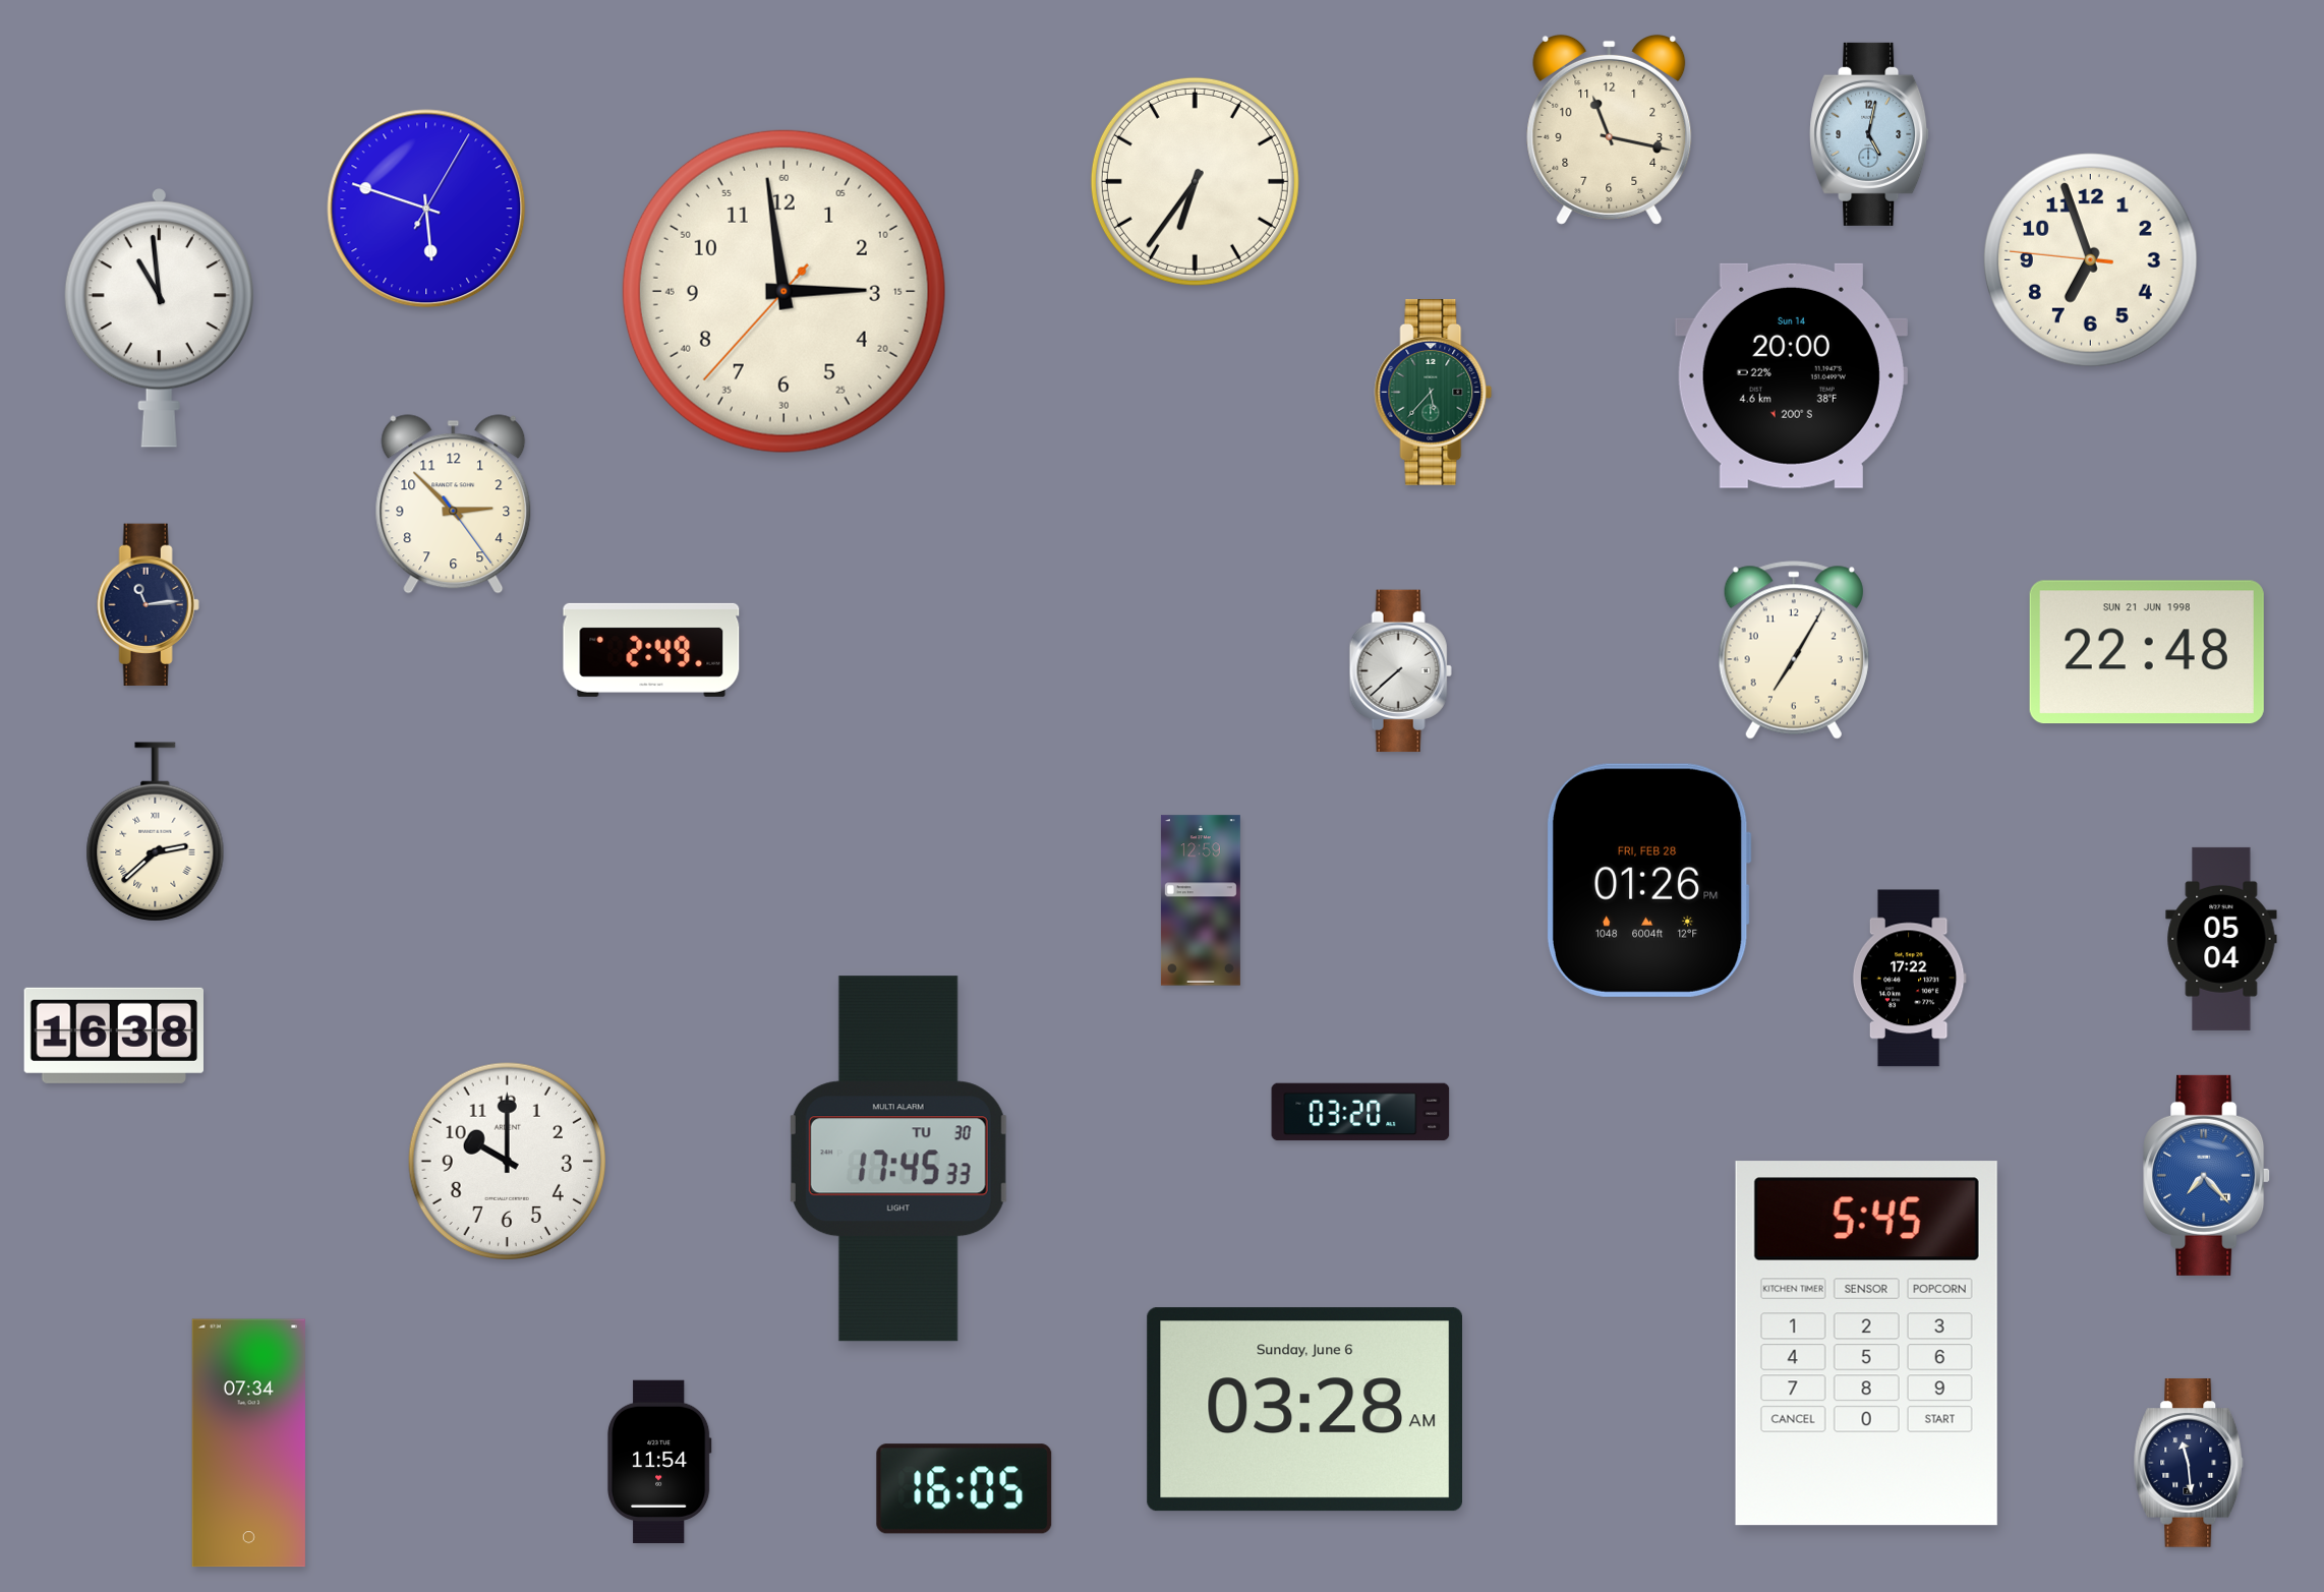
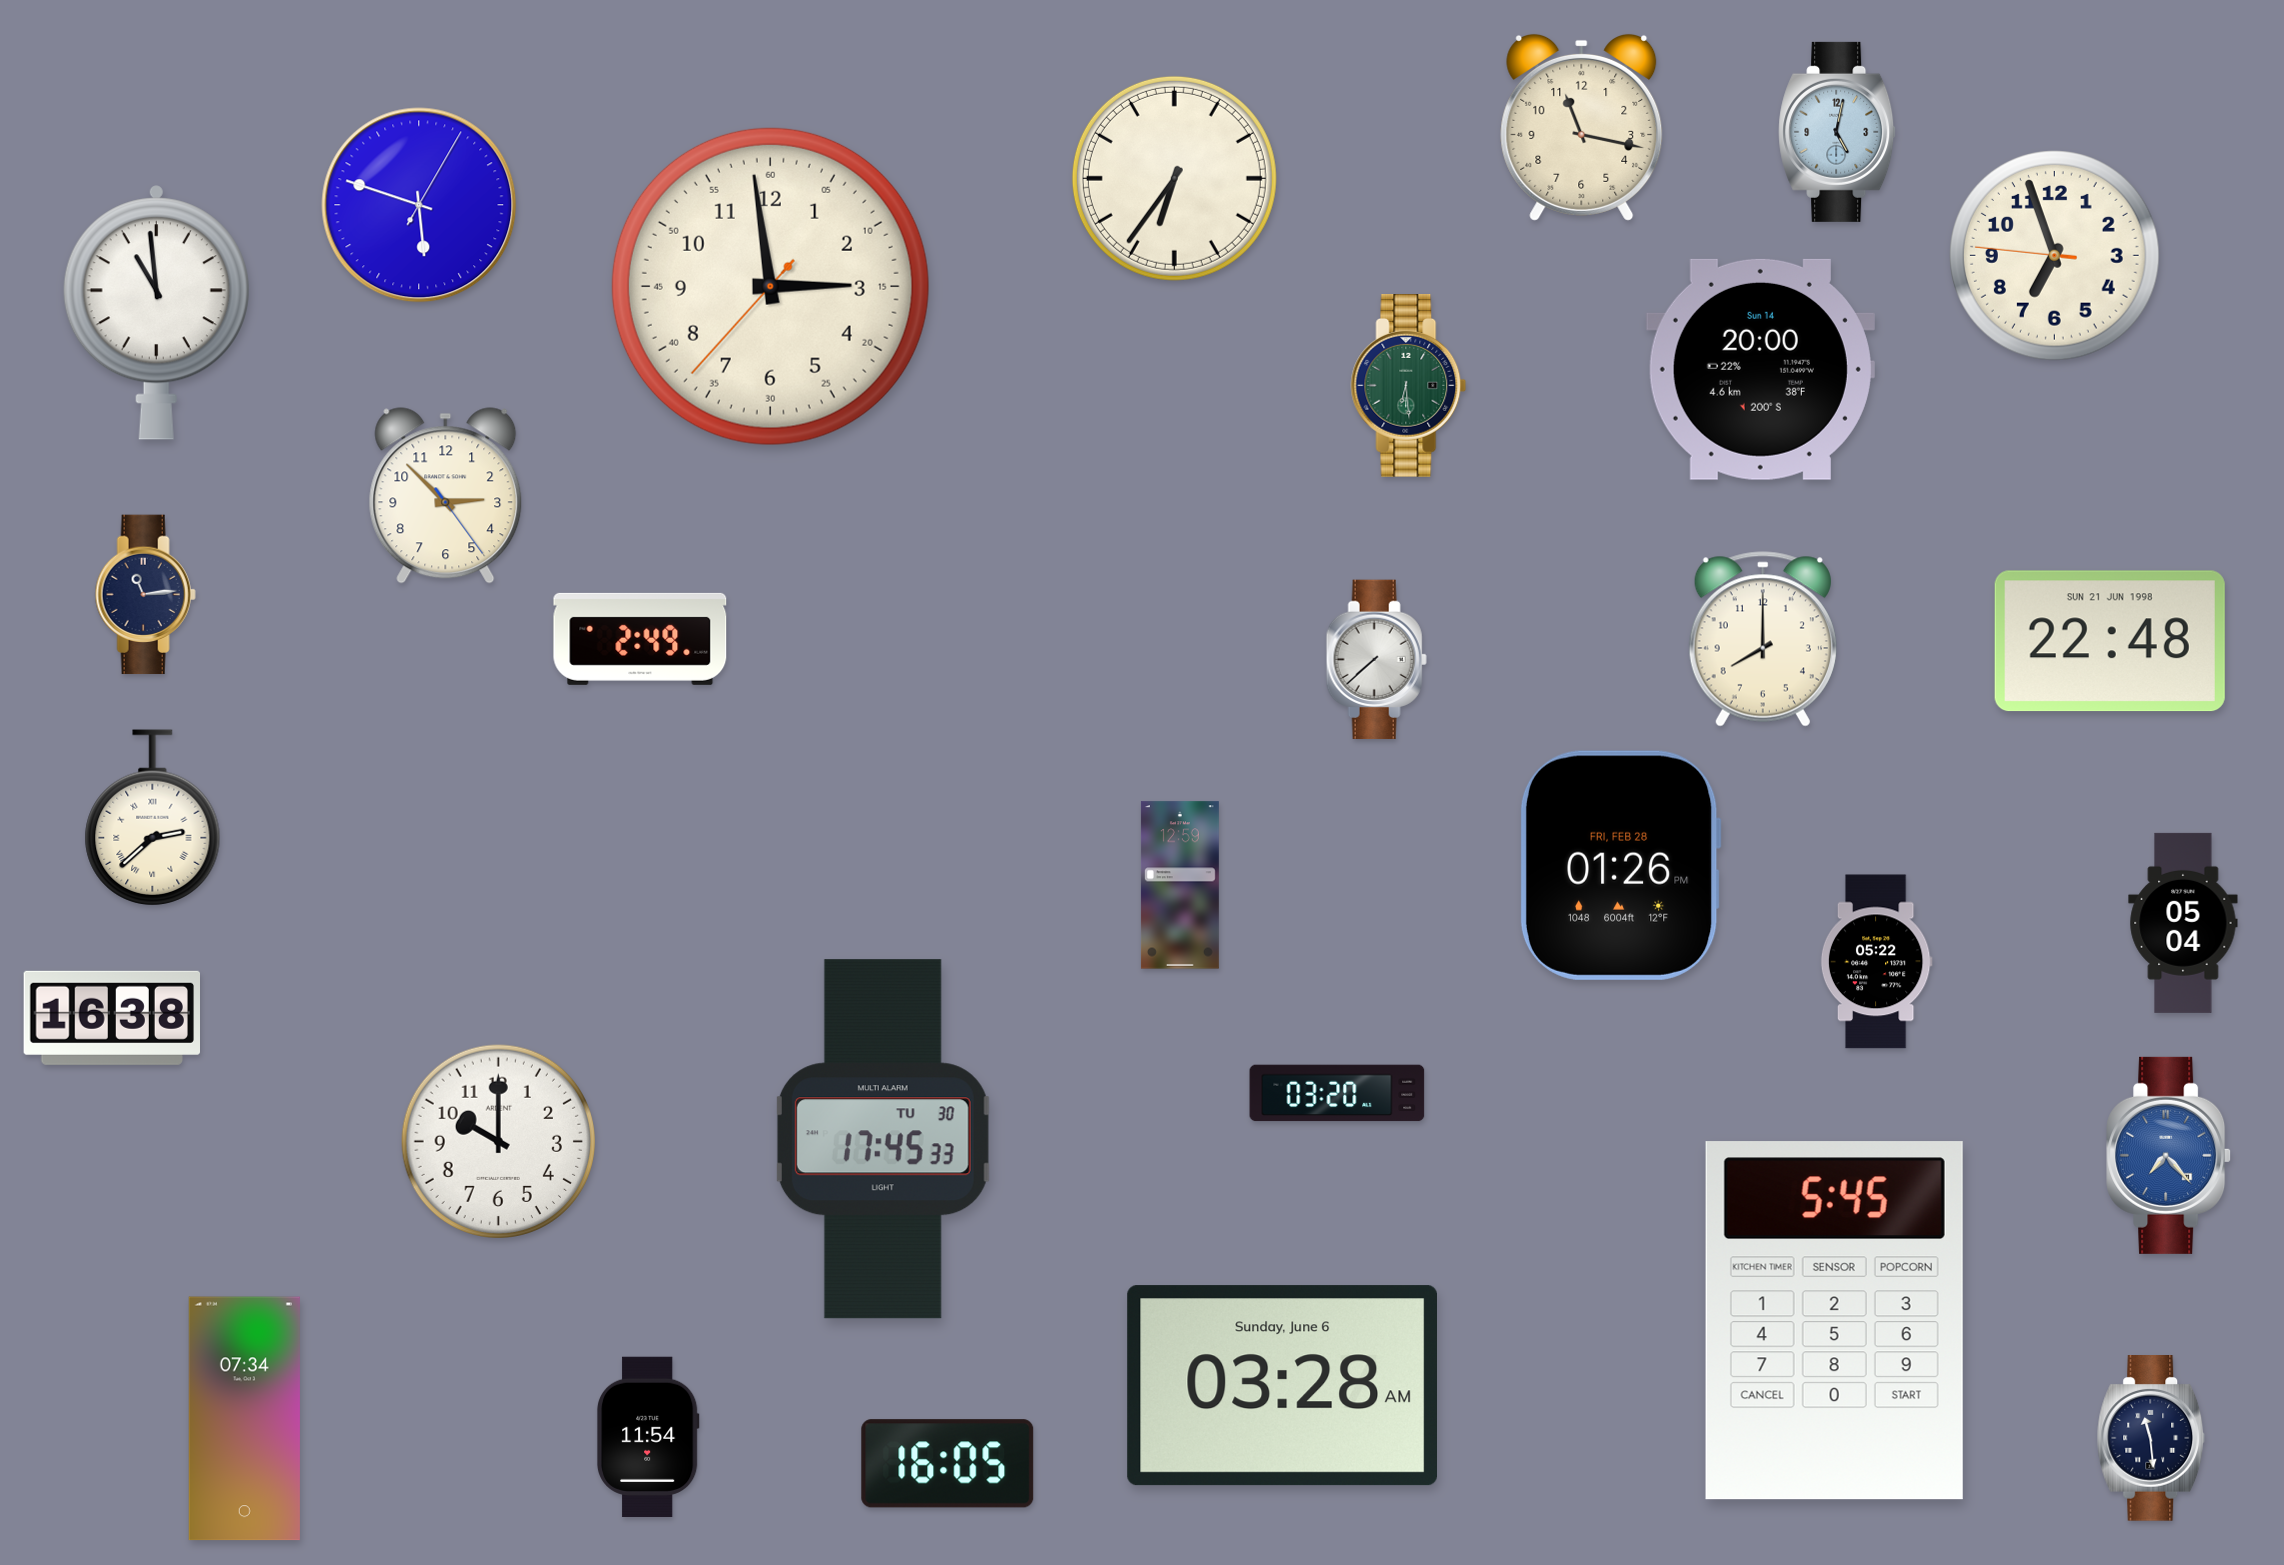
clock at (1434, 393): 5:37 -> 6:29
clock at (1794, 650): 7:05 -> 8:00
clock at (1909, 979): 17:22 -> 05:22
